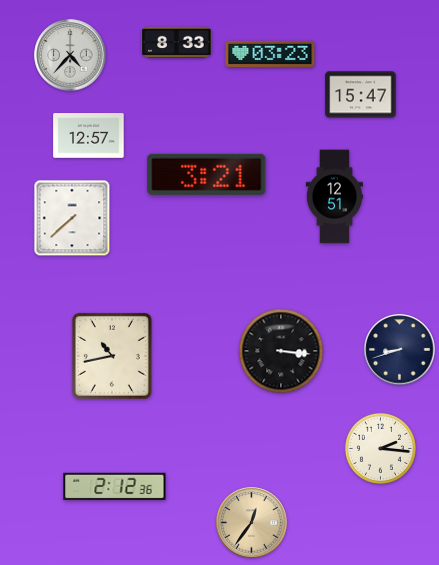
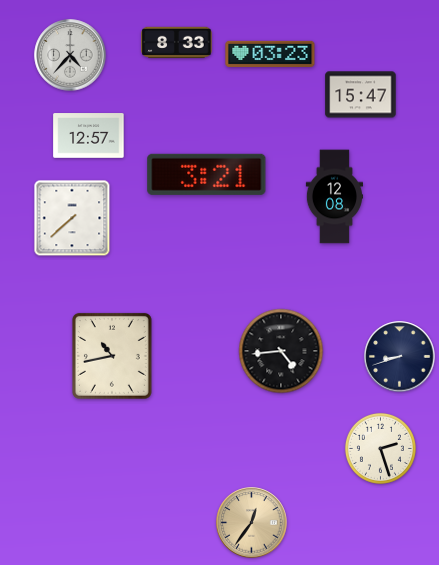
clock at (334, 197): 12:51 -> 12:08
clock at (400, 350) position: (400, 350) -> (400, 357)
clock at (281, 351): 3:16 -> 4:44
clock at (380, 448): 2:16 -> 2:27
clock at (115, 487): 2:12 -> none
